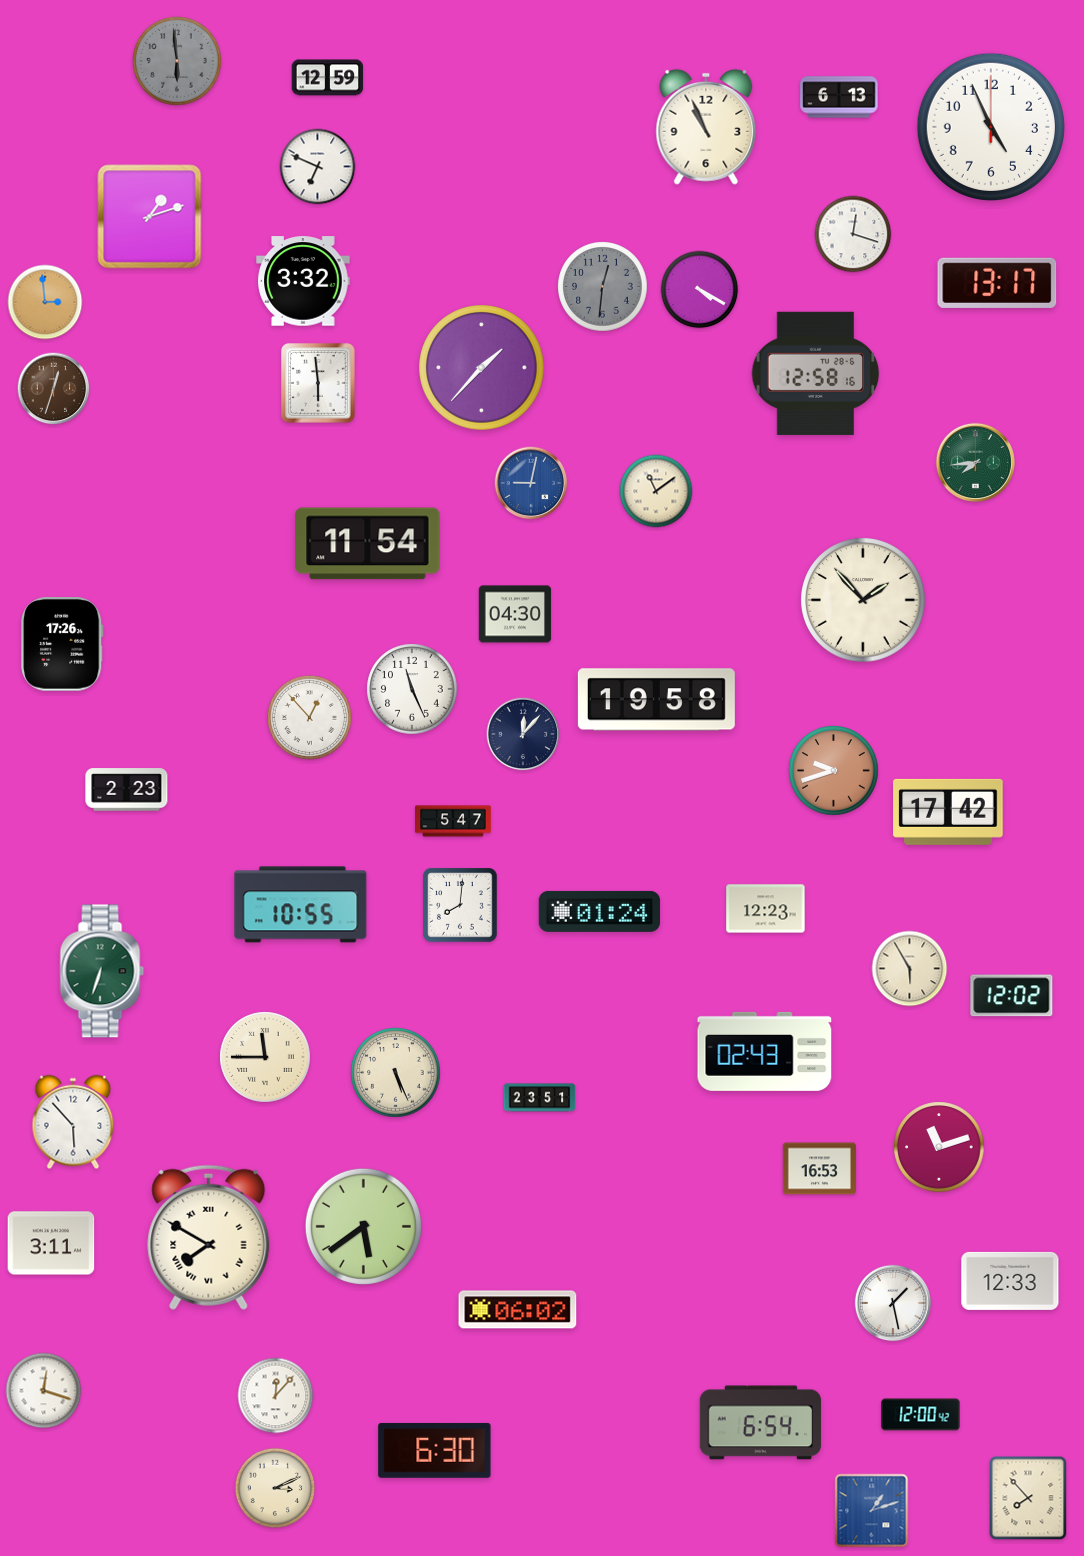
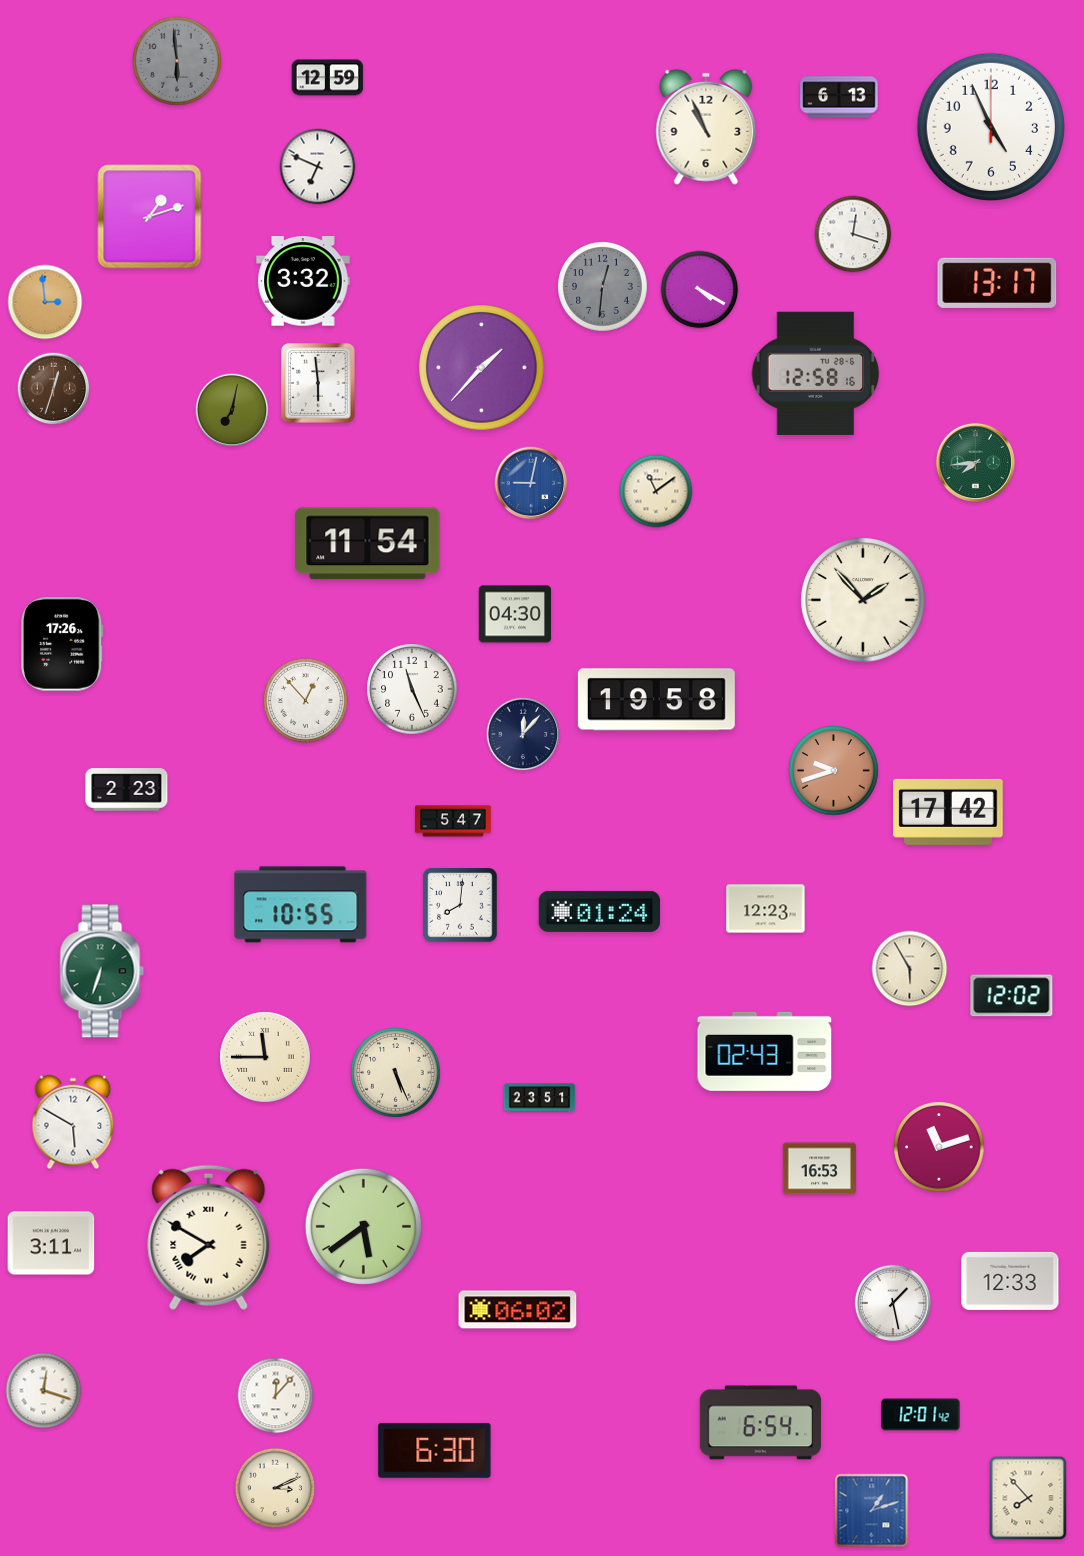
clock at (232, 410): none -> 7:02
clock at (309, 717) position: (309, 717) -> (305, 700)
clock at (73, 1122): 5:53 -> 5:50
clock at (921, 1415): 12:00 -> 12:01
